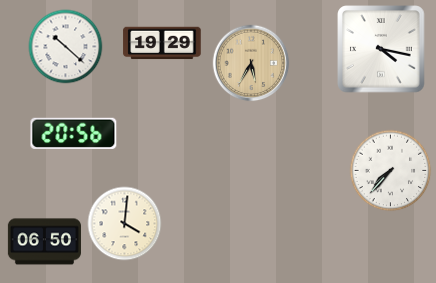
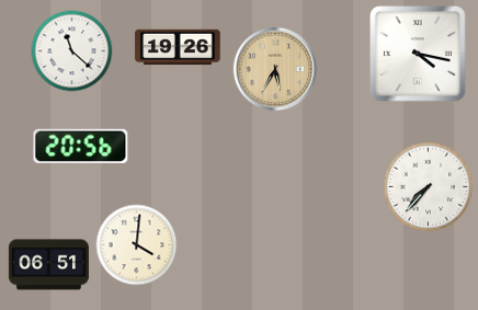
clock at (162, 43): 19:29 -> 19:26
clock at (66, 47): 10:22 -> 11:22
clock at (44, 242): 06:50 -> 06:51
